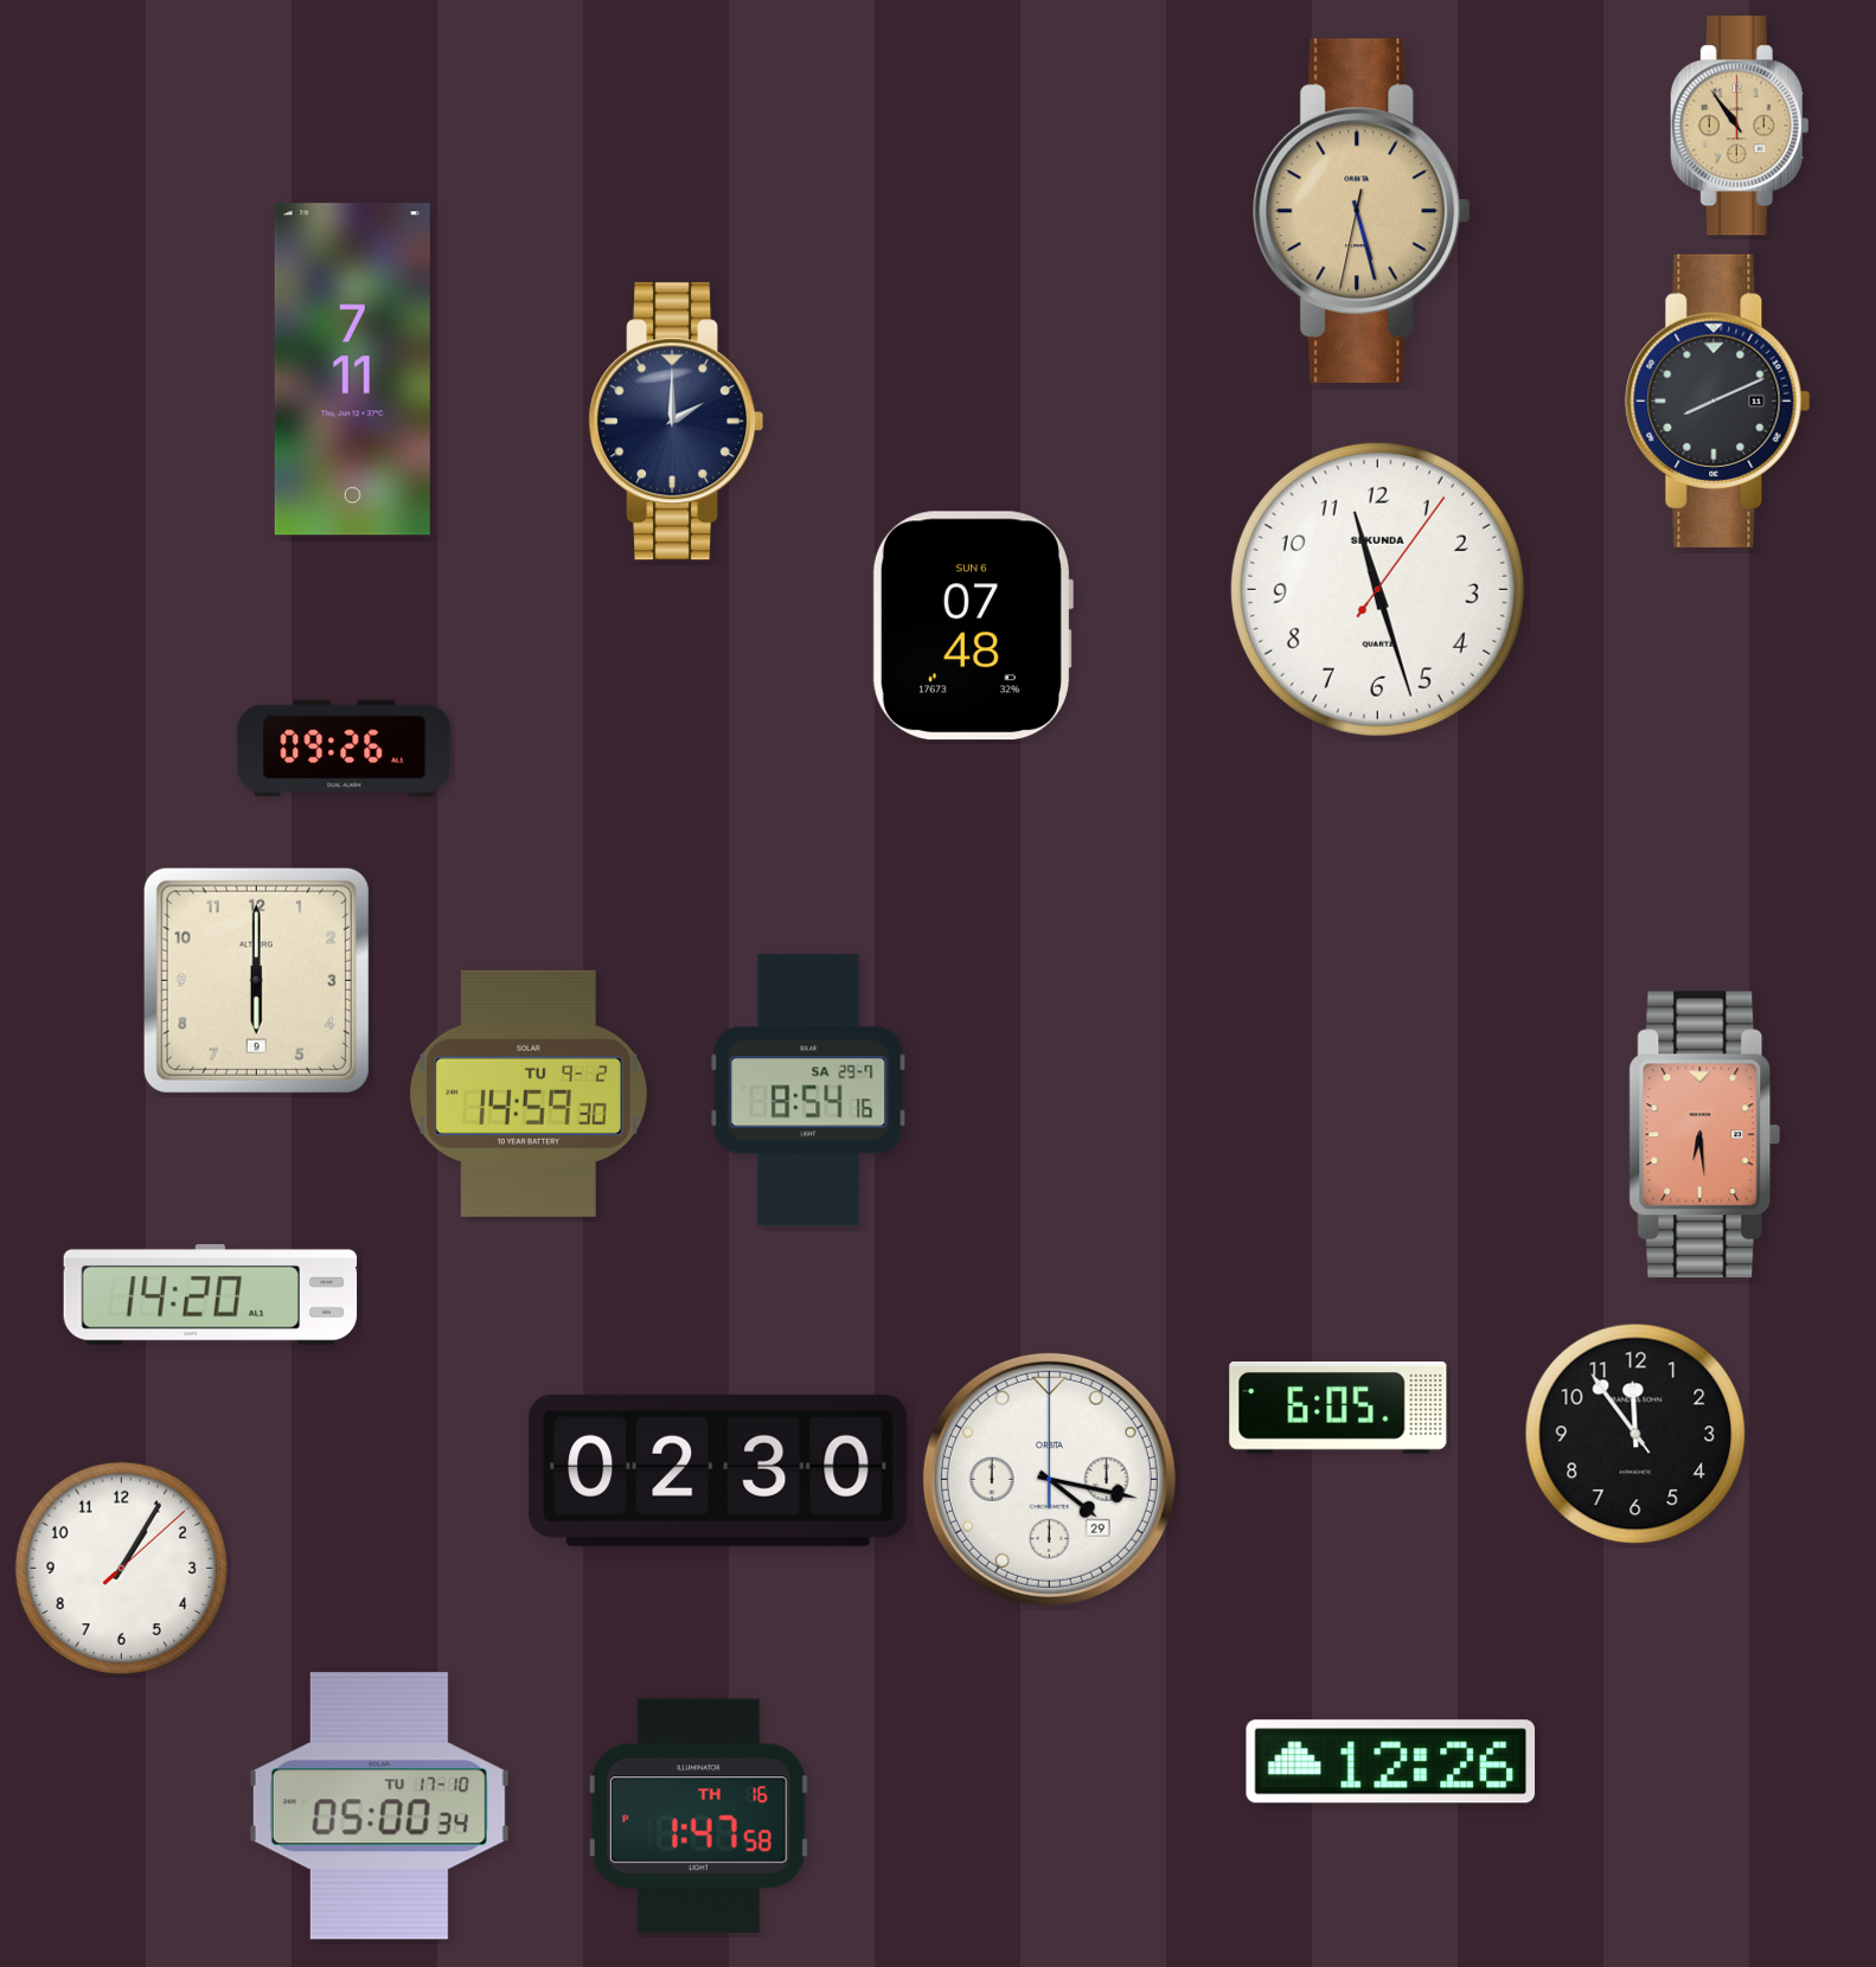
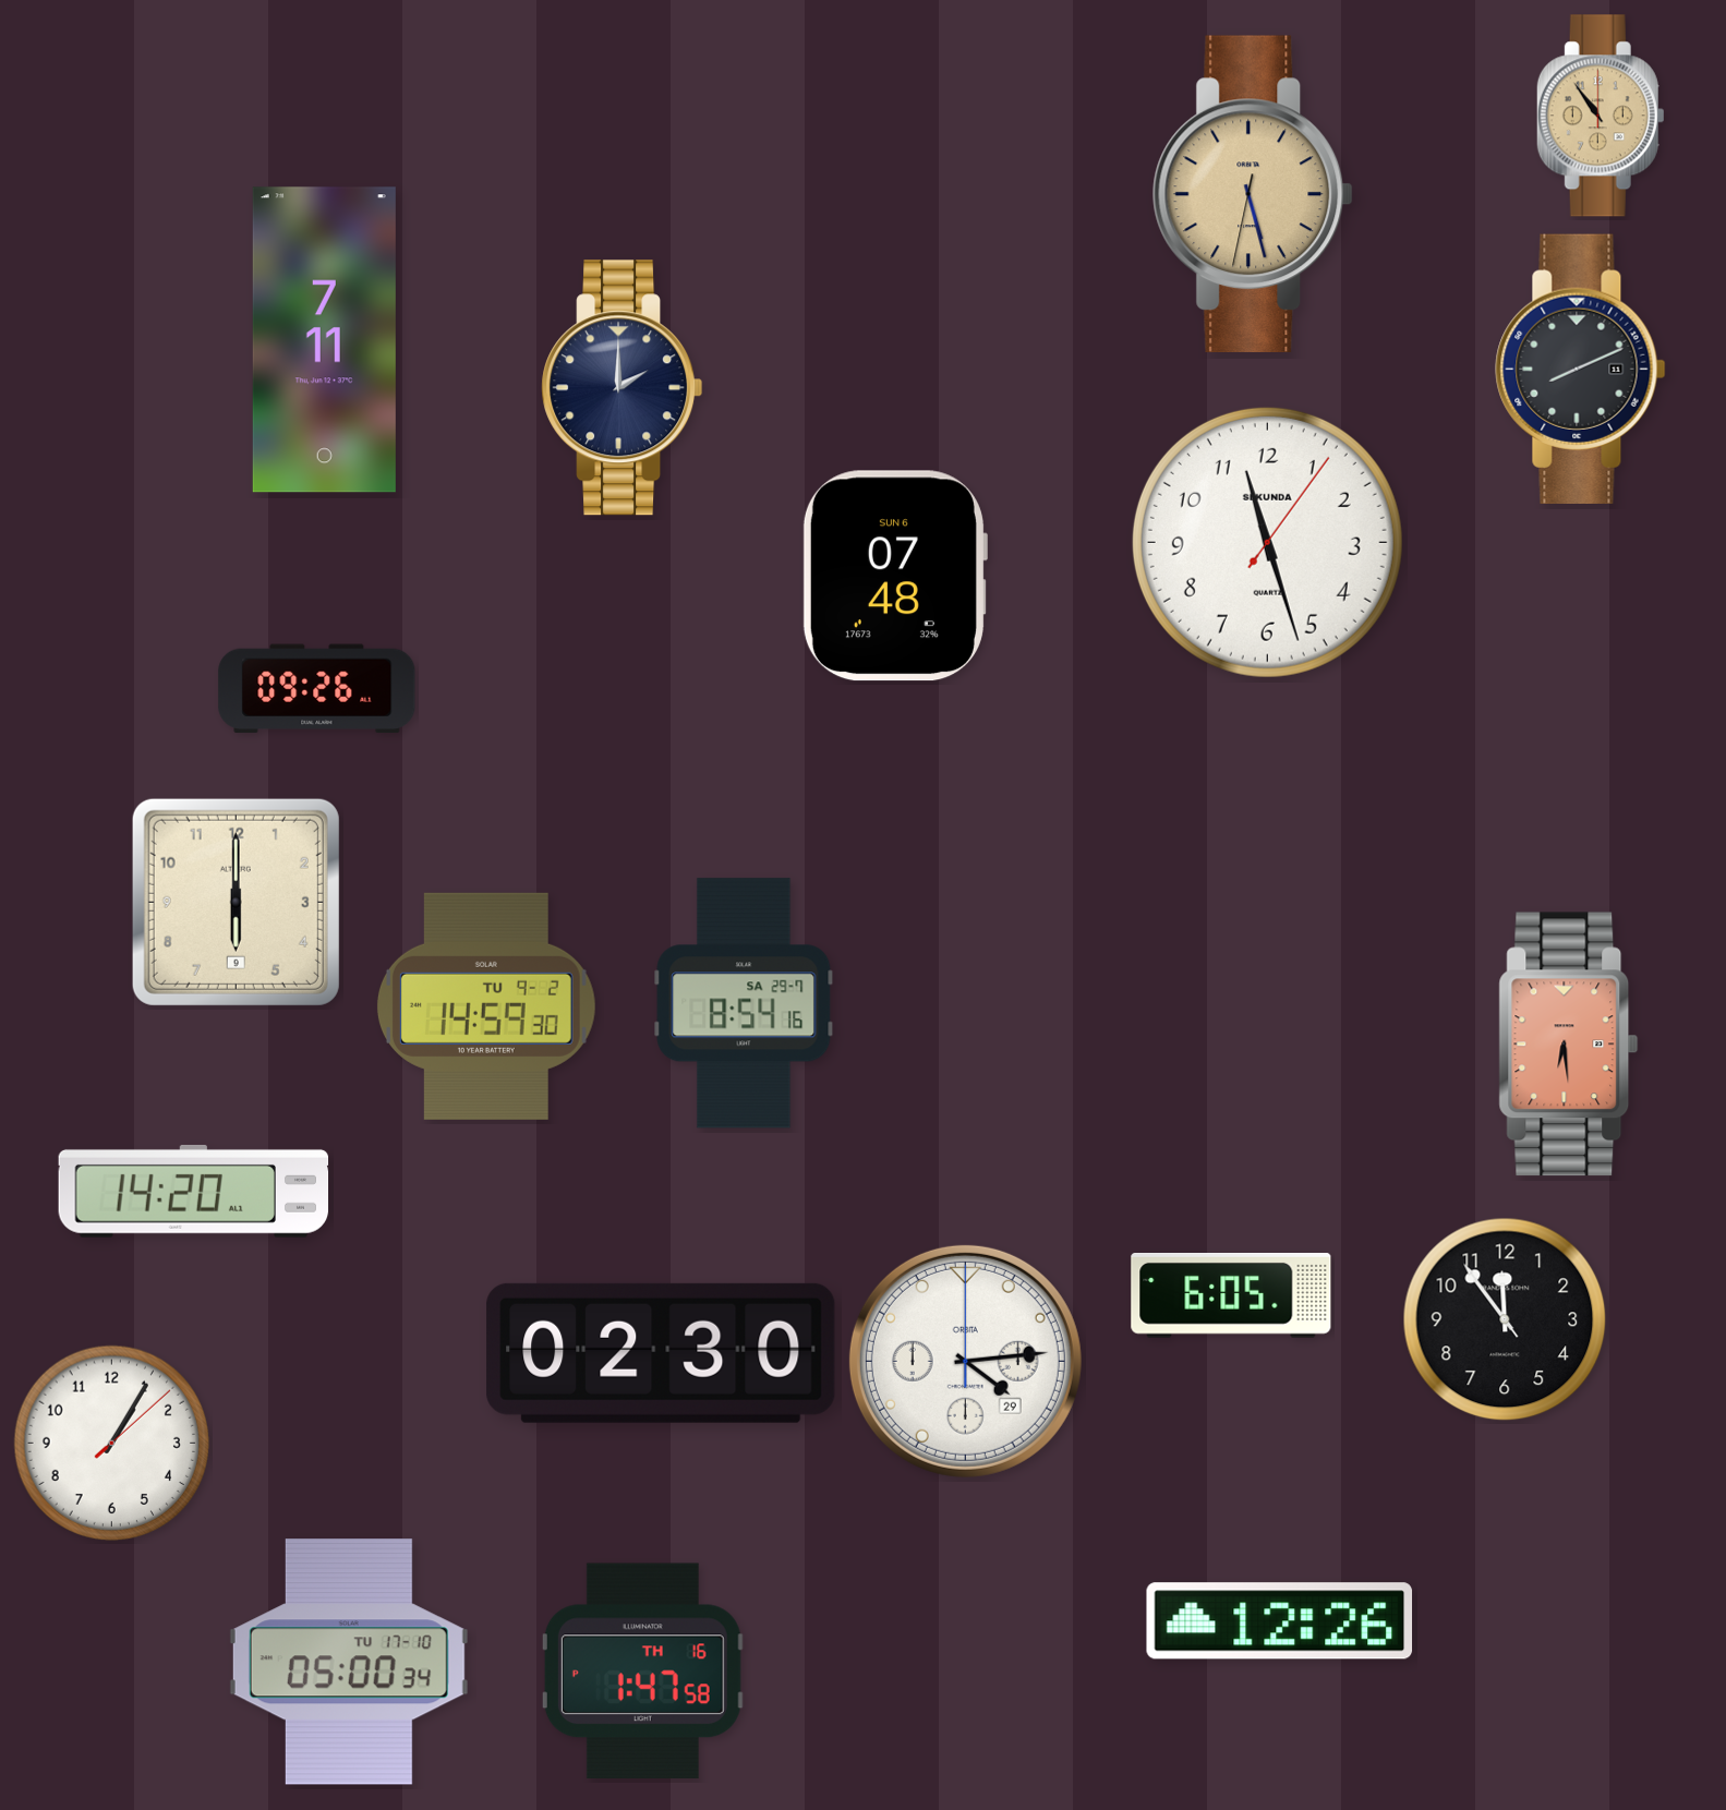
clock at (1049, 1479): 4:17 -> 4:14
